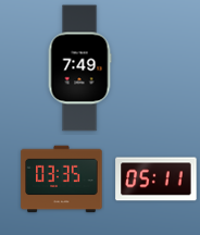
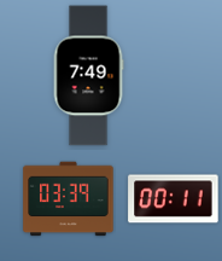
clock at (62, 180): 03:35 -> 03:39
clock at (157, 180): 05:11 -> 00:11
